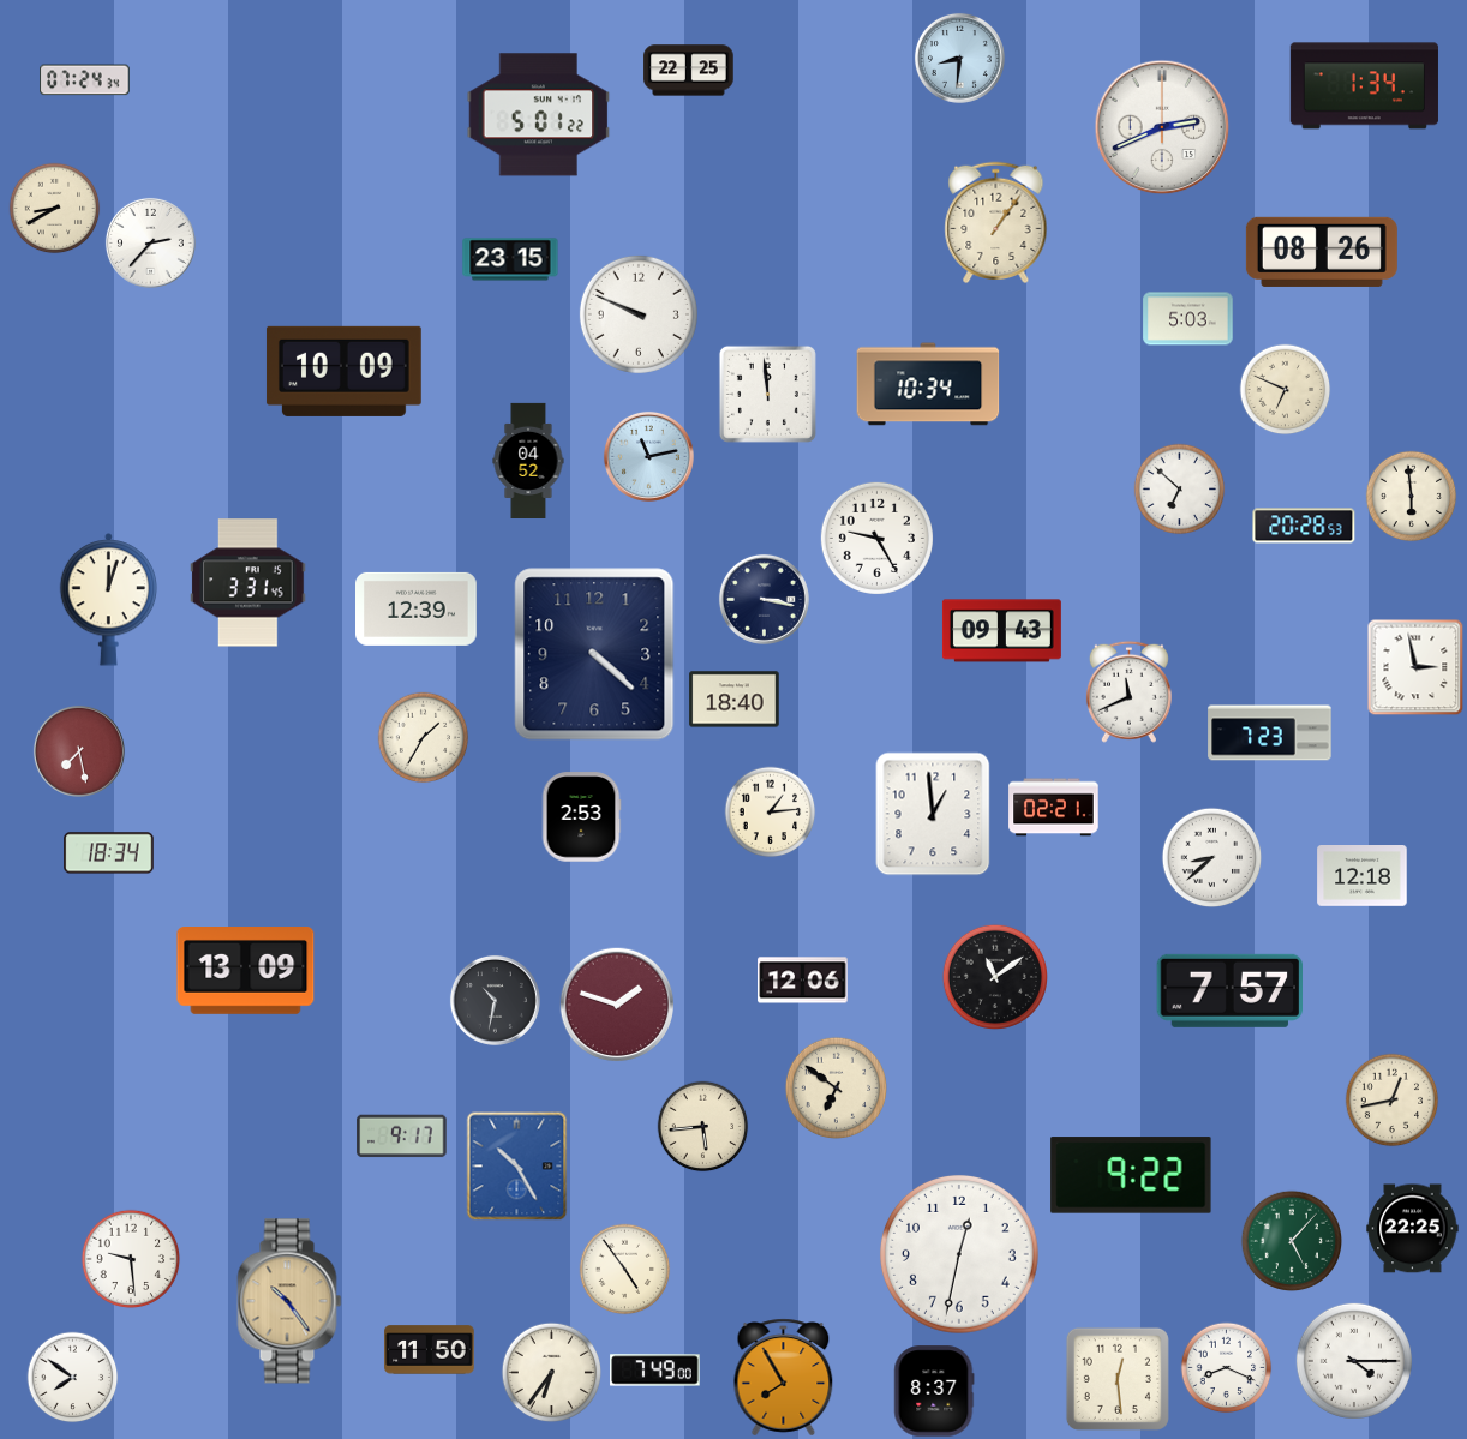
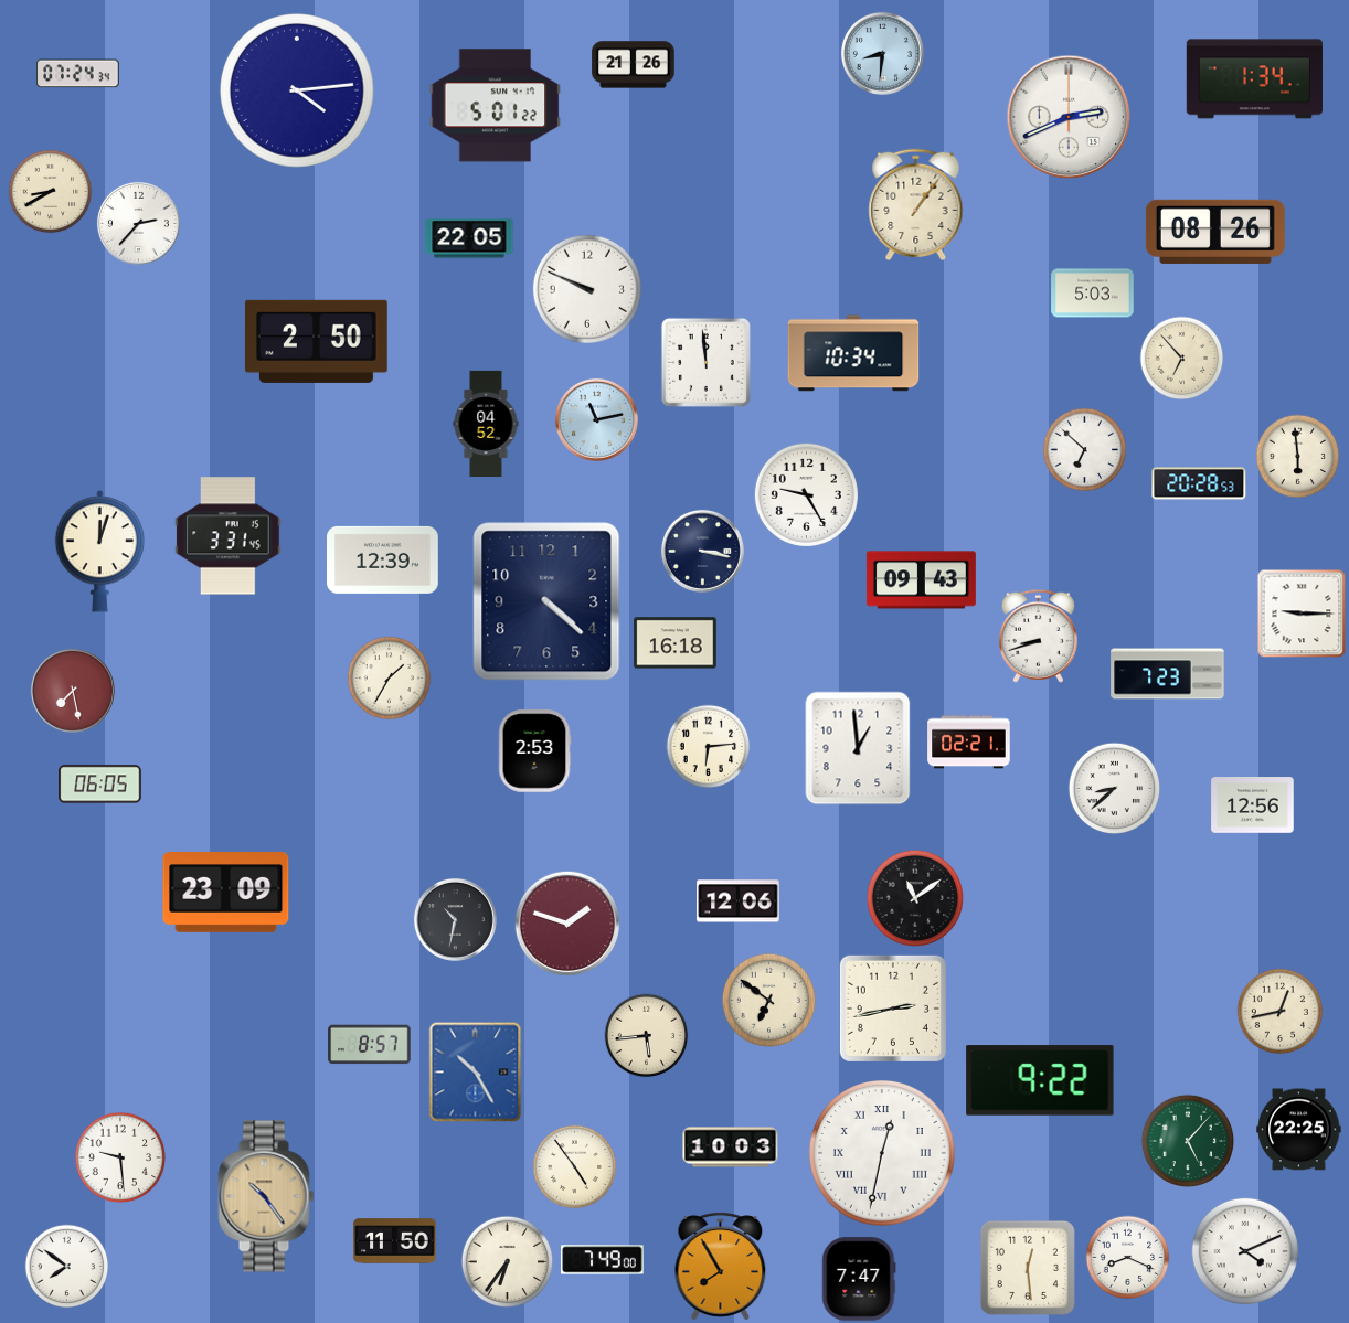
clock at (689, 71): 22:25 -> 21:26
clock at (298, 92): none -> 4:14
clock at (510, 259): 23:15 -> 22:05
clock at (343, 371): 10:09 -> 2:50
clock at (1286, 390): 6:49 -> 6:53
clock at (1415, 667): 2:58 -> 9:15
clock at (1128, 691): 11:41 -> 8:42
clock at (735, 700): 18:40 -> 16:18
clock at (771, 813): 1:14 -> 6:14
clock at (109, 853): 18:34 -> 06:05
clock at (1363, 876): 12:18 -> 12:56
clock at (246, 971): 13:09 -> 23:09
clock at (1229, 990): 7:57 -> none
clock at (893, 1009): none -> 2:43
clock at (402, 1137): 9:17 -> 8:57
clock at (731, 1148): none -> 10:03
clock at (959, 1254) numerals: Arabic -> Roman
clock at (1354, 1361): 4:15 -> 4:11
clock at (934, 1391): 8:37 -> 7:47
